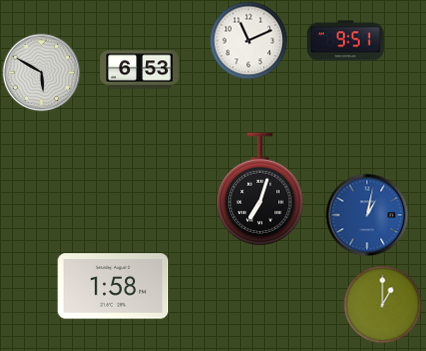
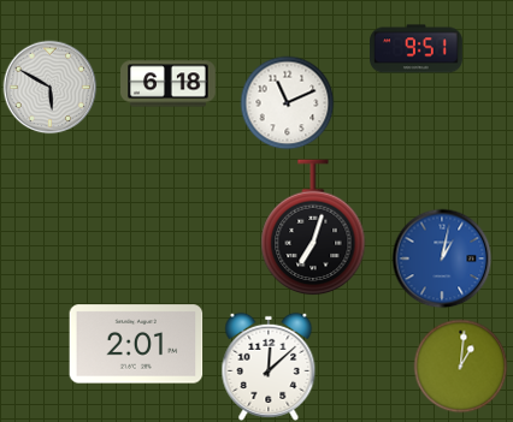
clock at (248, 40) position: (248, 40) -> (287, 102)
clock at (140, 70): 6:53 -> 6:18
clock at (113, 286): 1:58 -> 2:01
clock at (382, 304): 1:00 -> 1:01
clock at (269, 367): none -> 12:08
